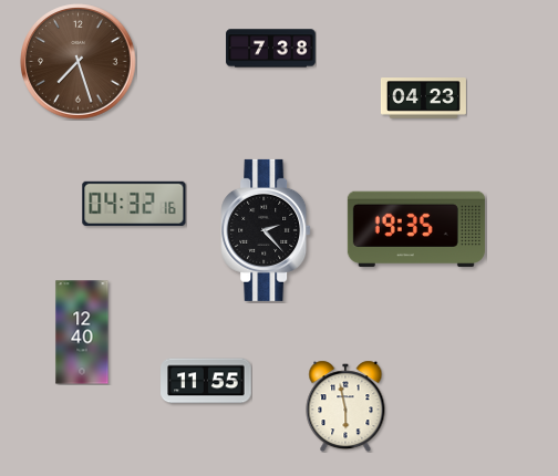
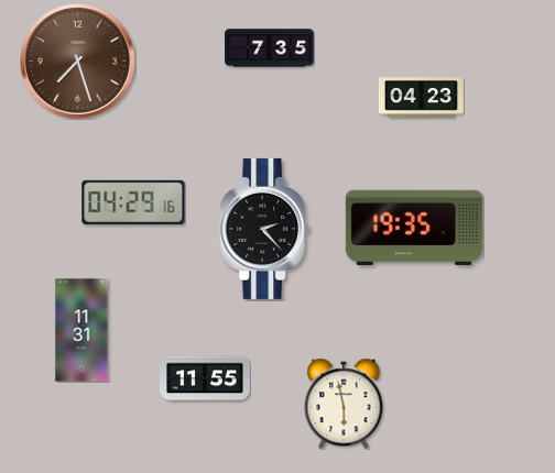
clock at (271, 49): 7:38 -> 7:35
clock at (134, 204): 04:32 -> 04:29
clock at (82, 332): 12:40 -> 11:31
